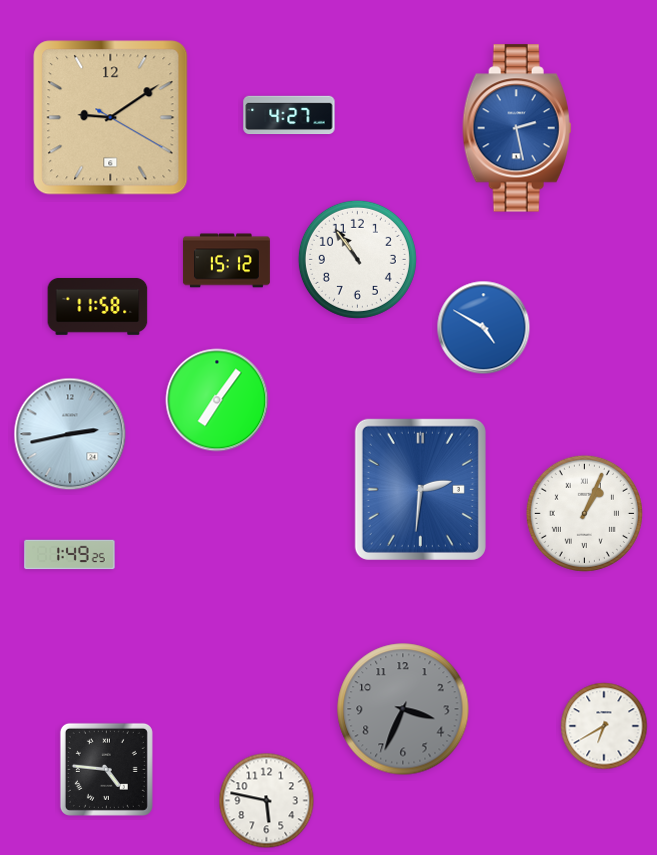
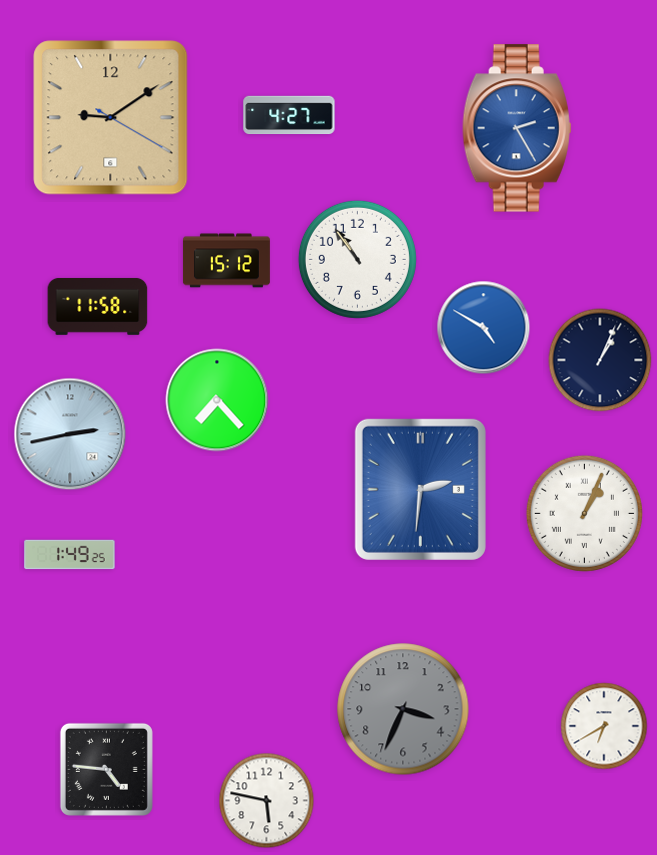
clock at (517, 128): 2:28 -> 2:25
clock at (600, 360): none -> 1:04
clock at (217, 400): 7:06 -> 7:23
